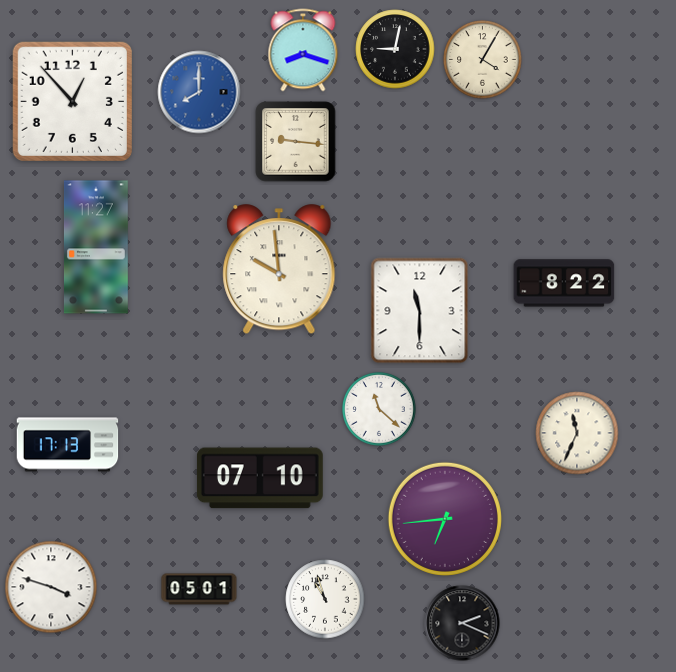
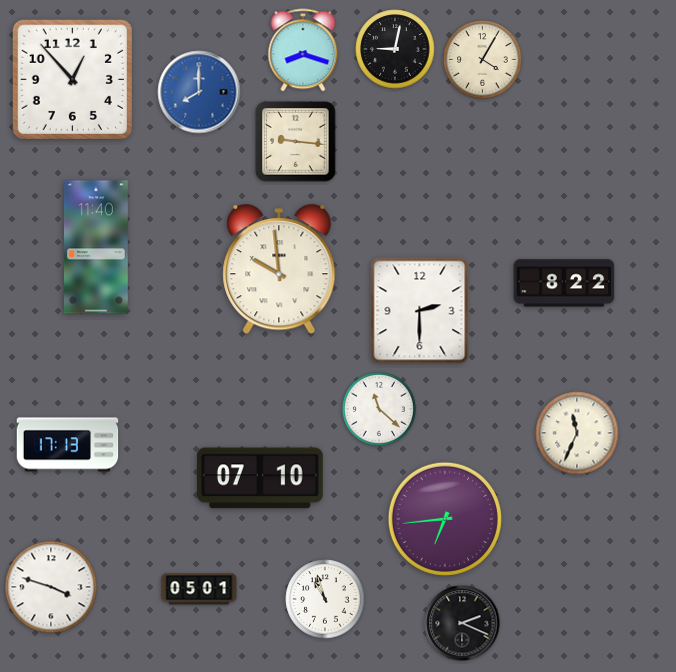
clock at (72, 101) position: (72, 101) -> (72, 79)
clock at (96, 247): 11:27 -> 11:40
clock at (420, 311): 11:30 -> 2:30
